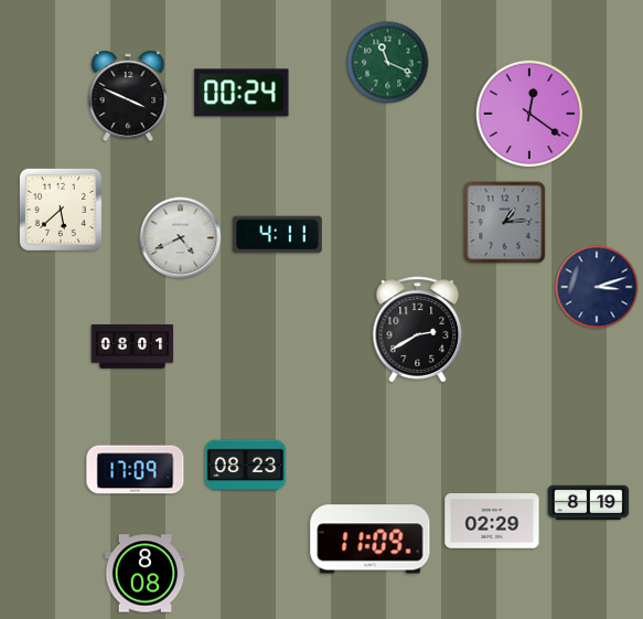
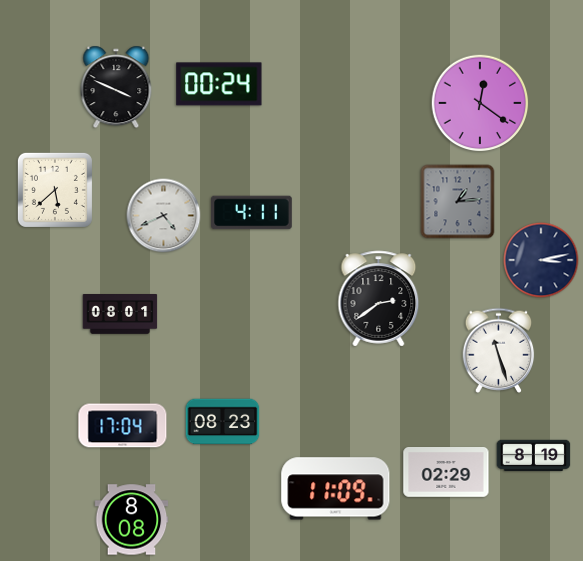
clock at (388, 63): 11:19 -> none
clock at (597, 287): 3:12 -> 3:13
clock at (418, 330): 2:40 -> 2:39
clock at (499, 350): none -> 11:27
clock at (136, 470): 17:09 -> 17:04
